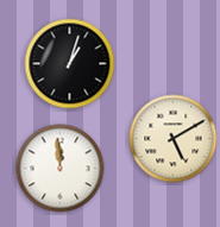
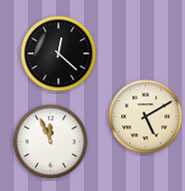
clock at (70, 64): 1:03 -> 12:22
clock at (61, 169): 11:59 -> 11:56
